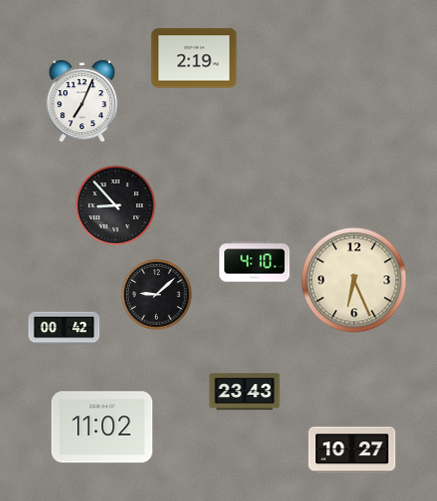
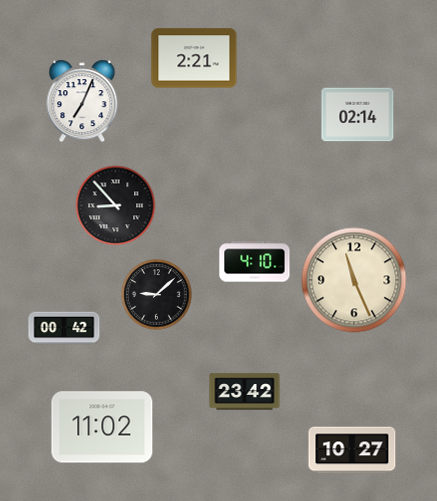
clock at (194, 58): 2:19 -> 2:21
clock at (358, 115): none -> 02:14
clock at (354, 280): 6:26 -> 11:26
clock at (245, 392): 23:43 -> 23:42
